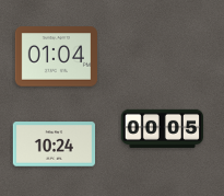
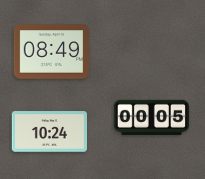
clock at (56, 57): 01:04 -> 08:49
clock at (162, 128) position: (162, 128) -> (151, 117)
